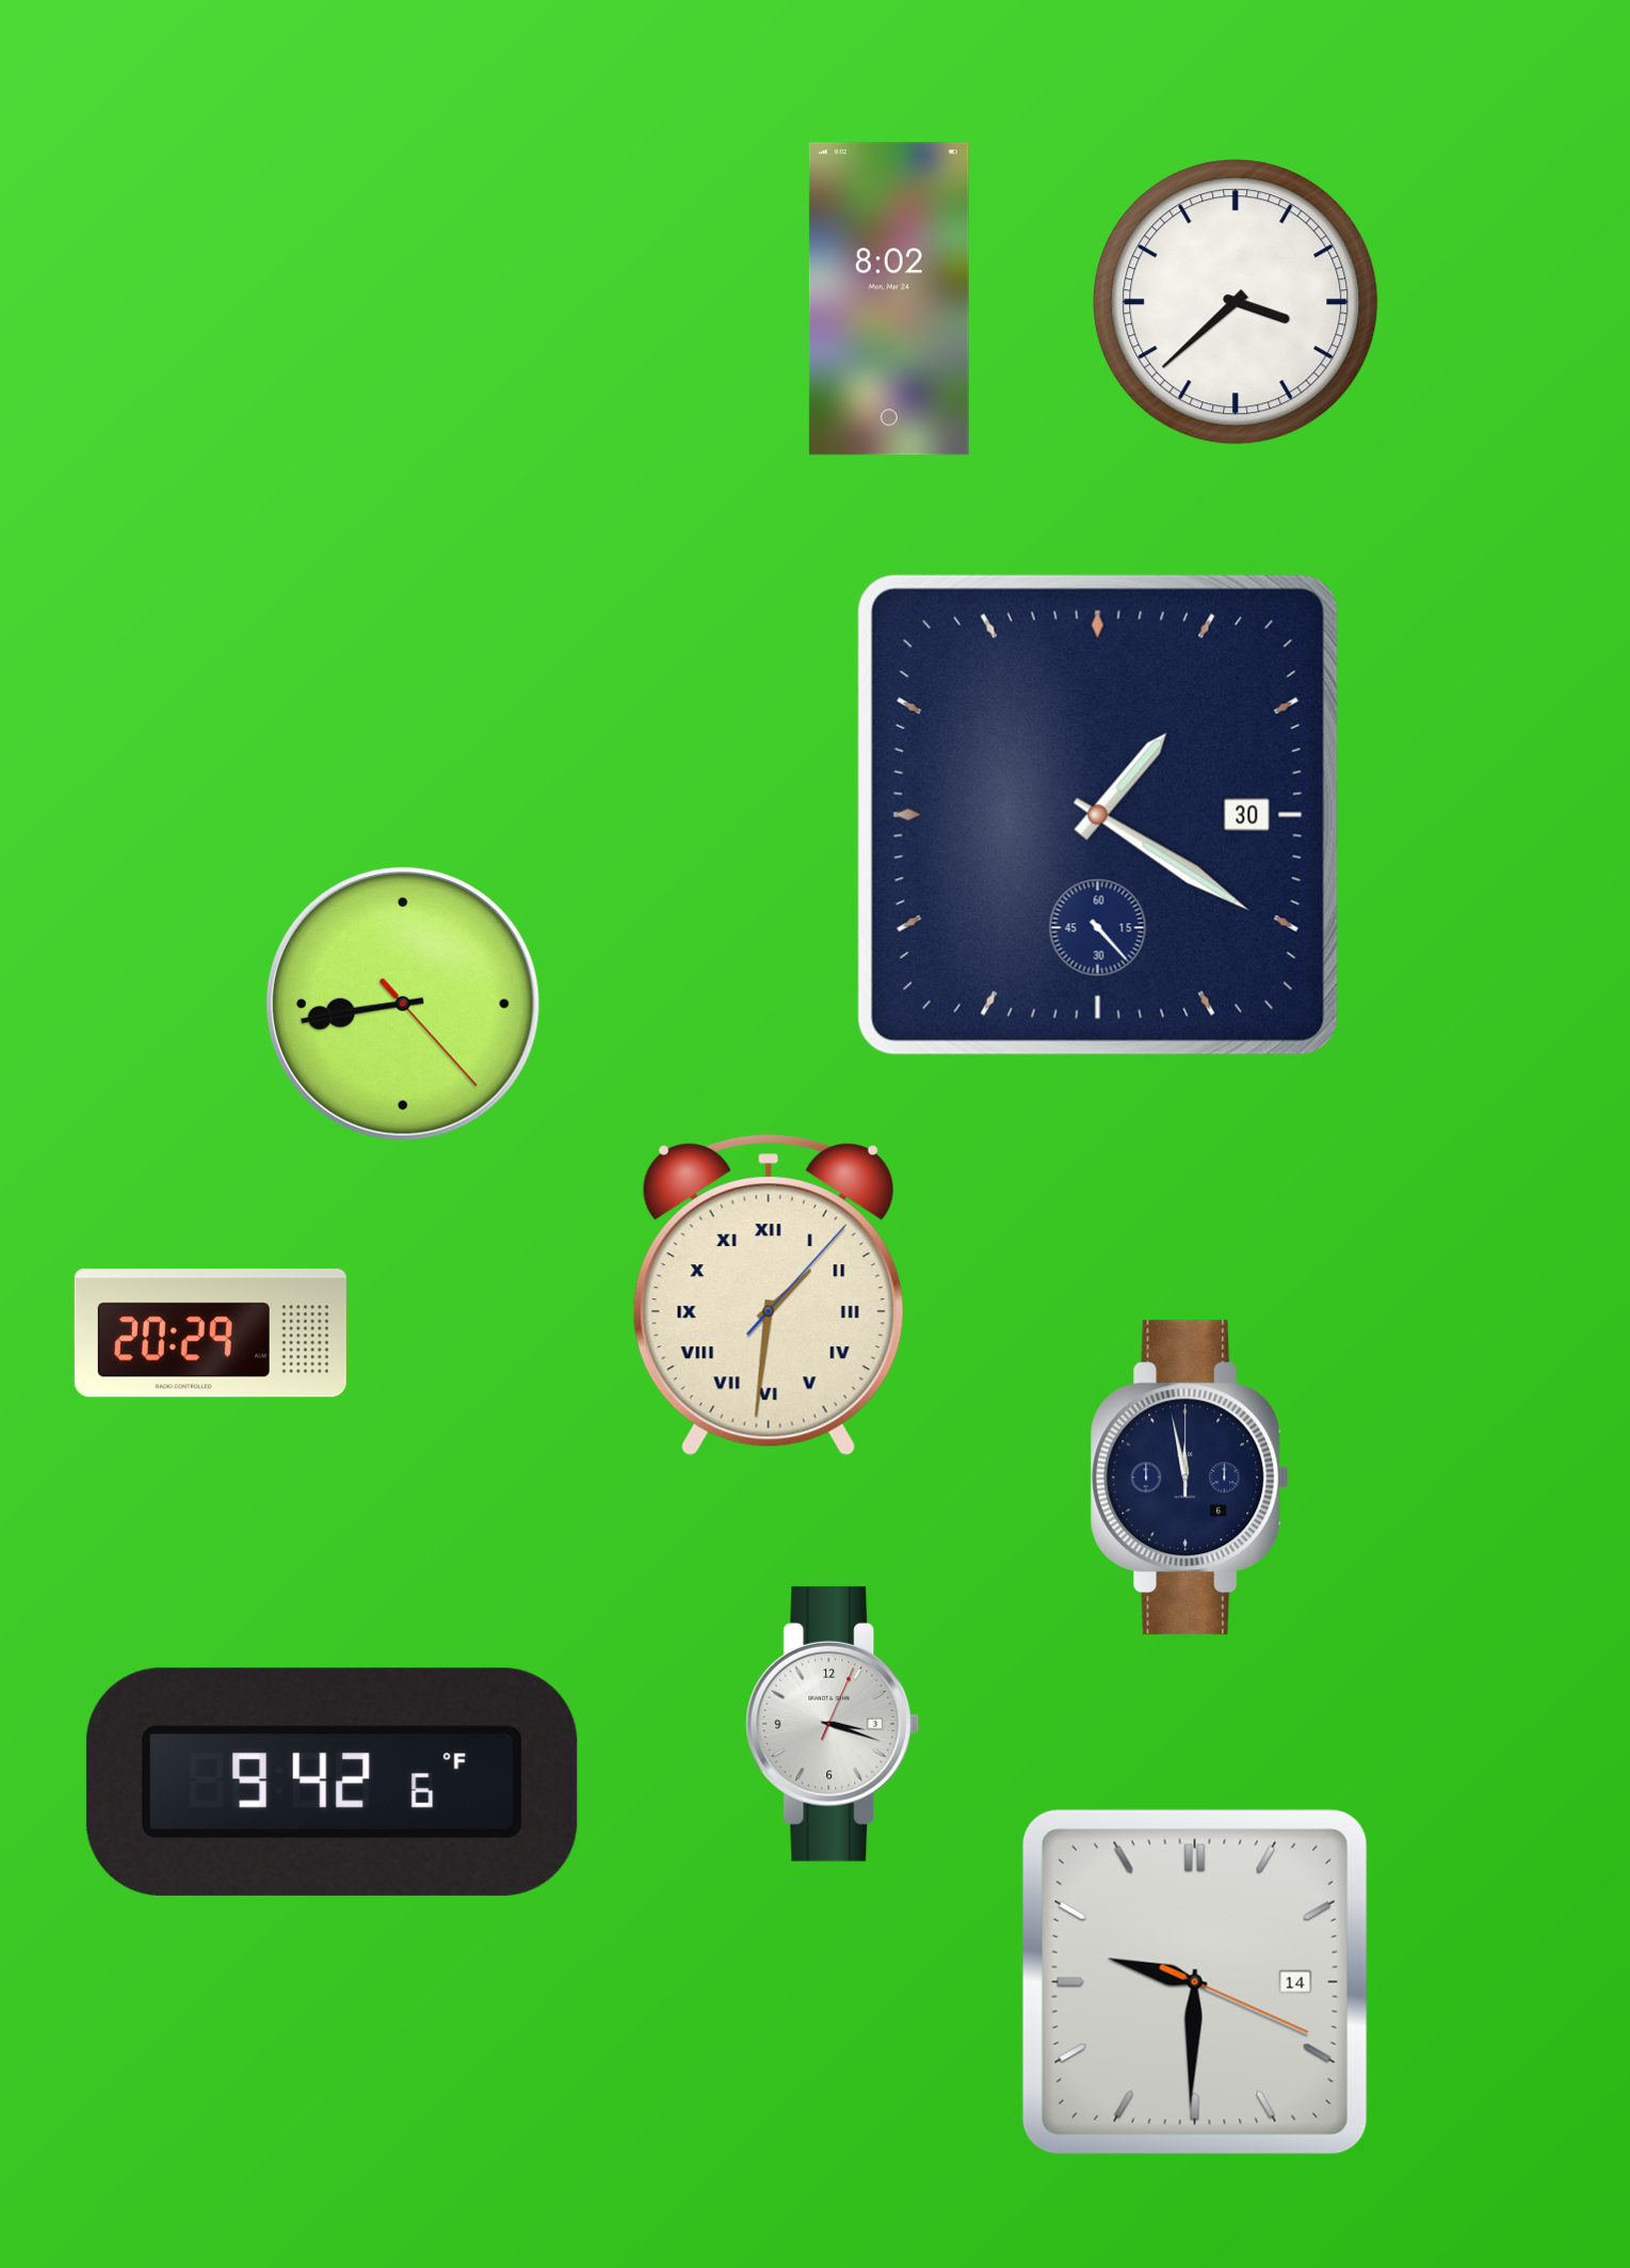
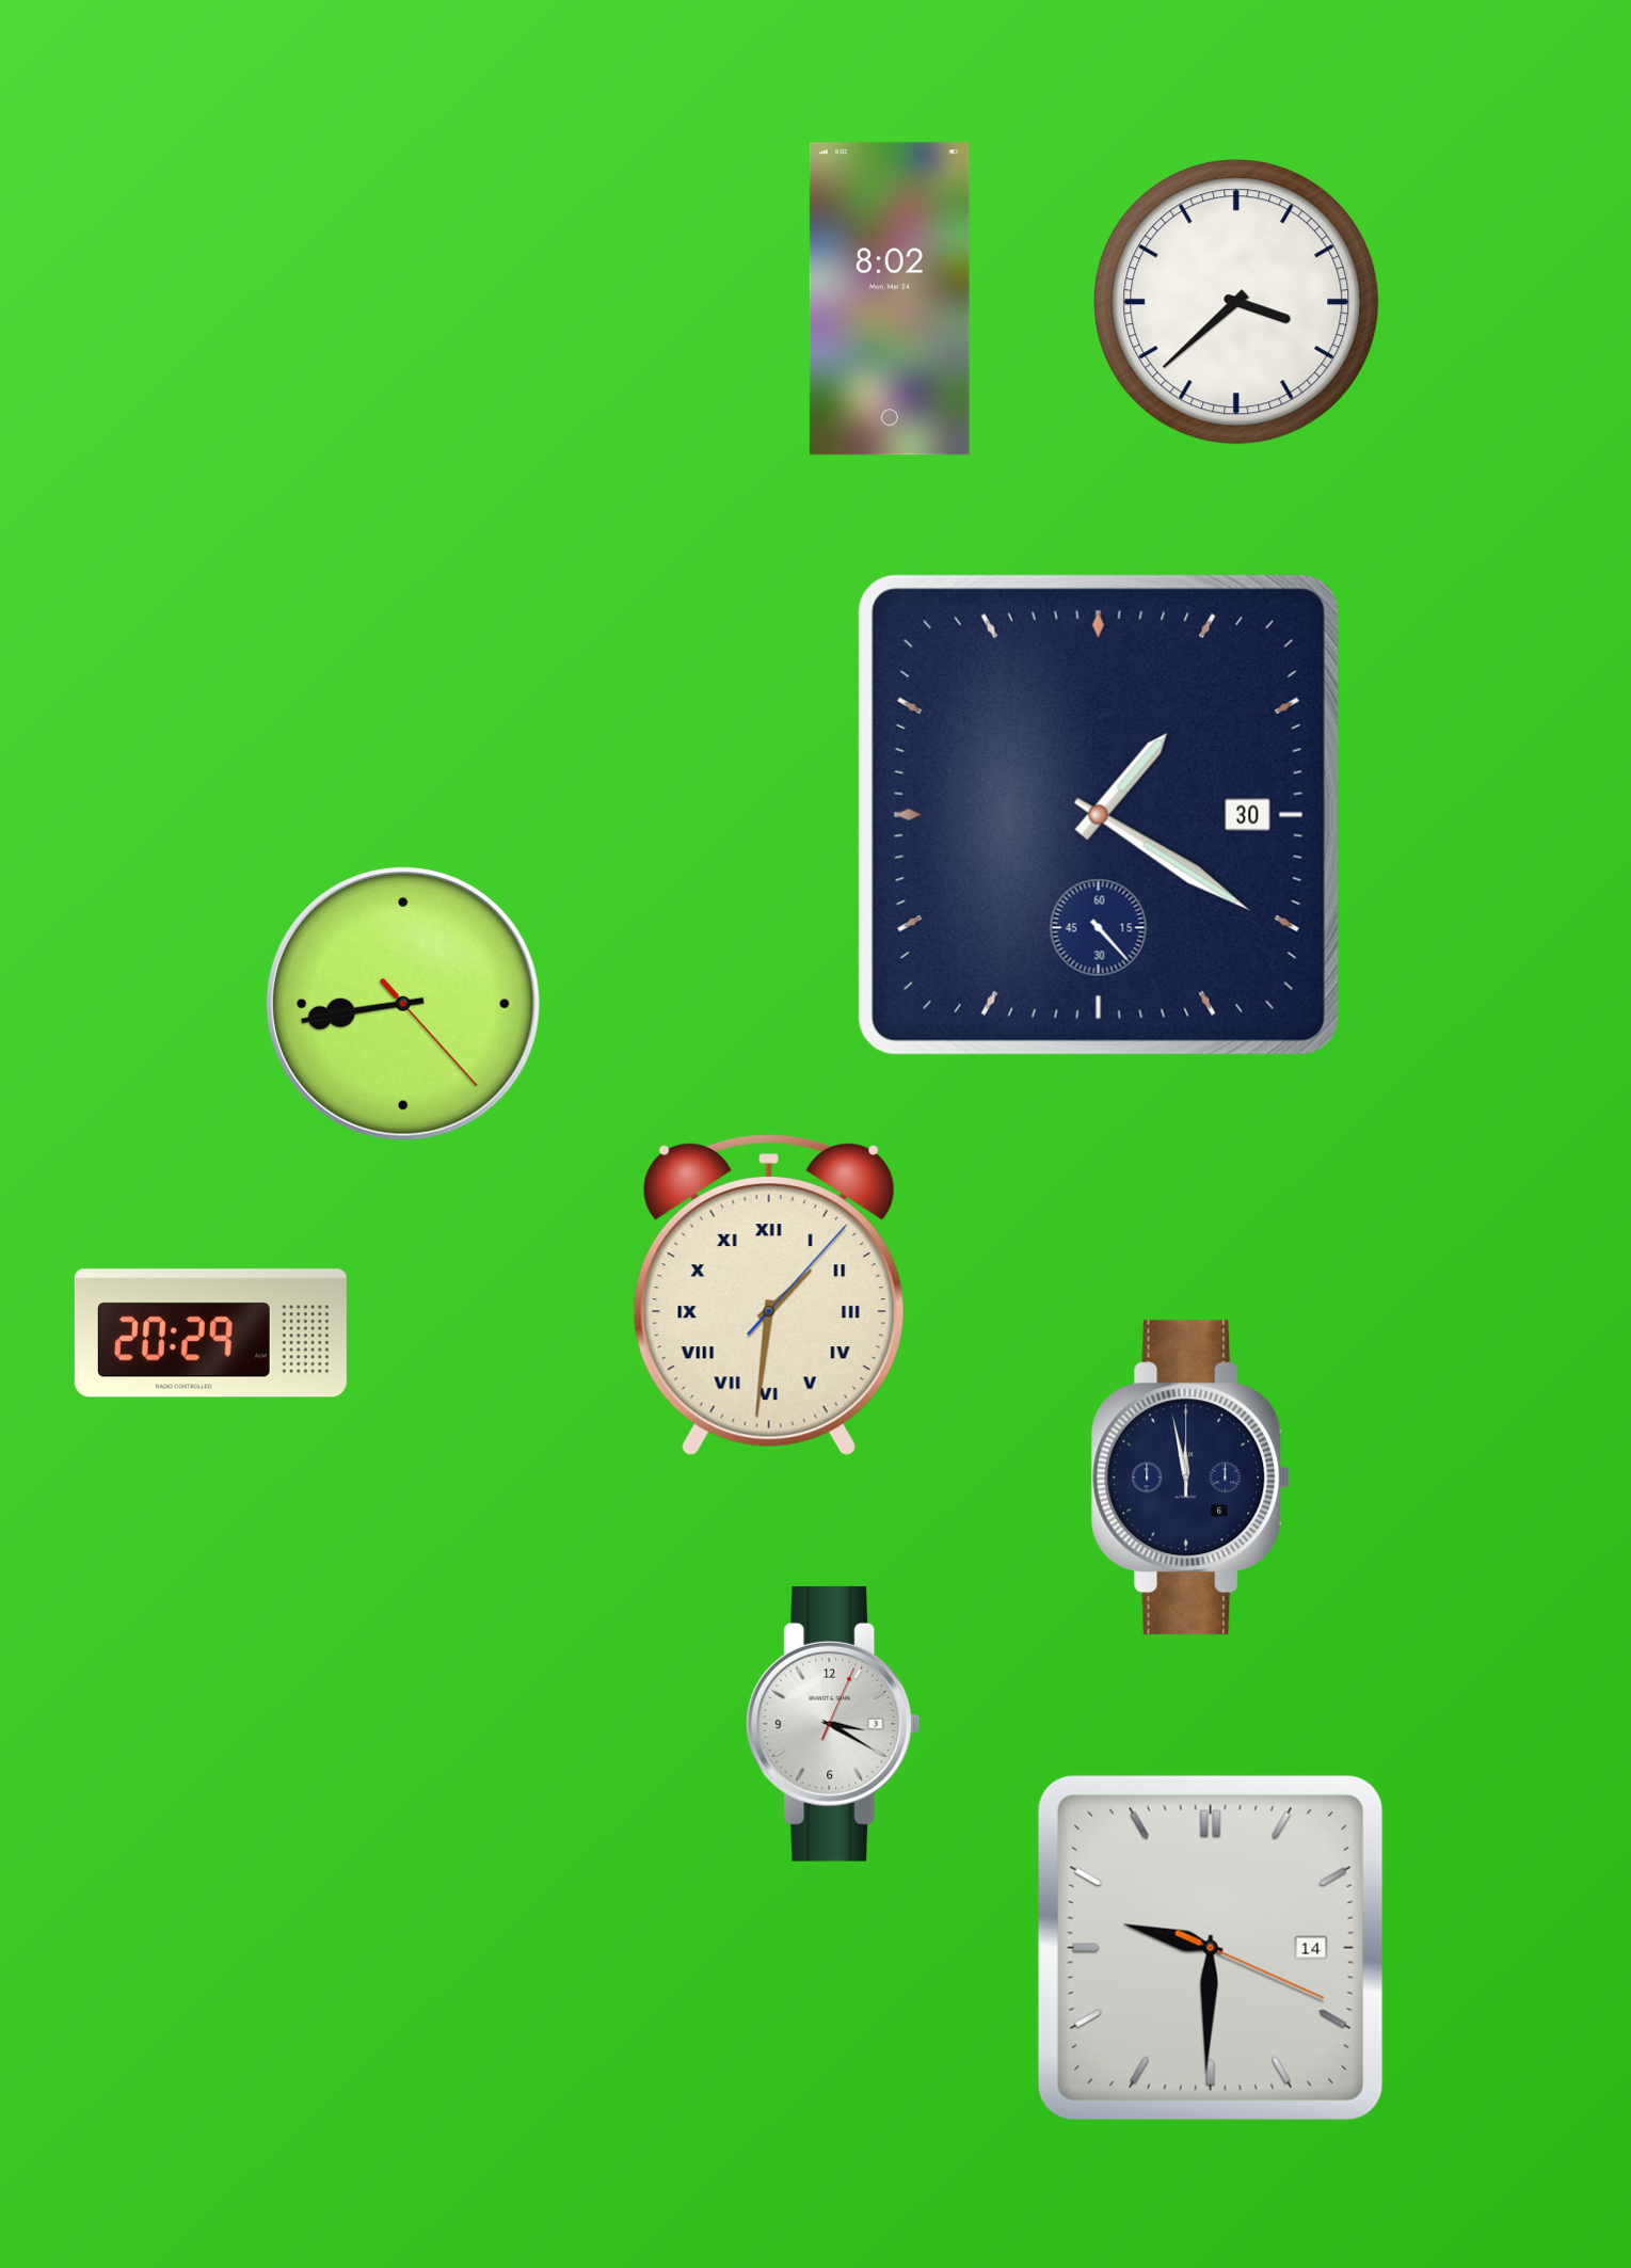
clock at (833, 1724): 3:18 -> 3:20
clock at (332, 1782): 9:42 -> none
clock at (1195, 1982) position: (1195, 1982) -> (1211, 1948)
